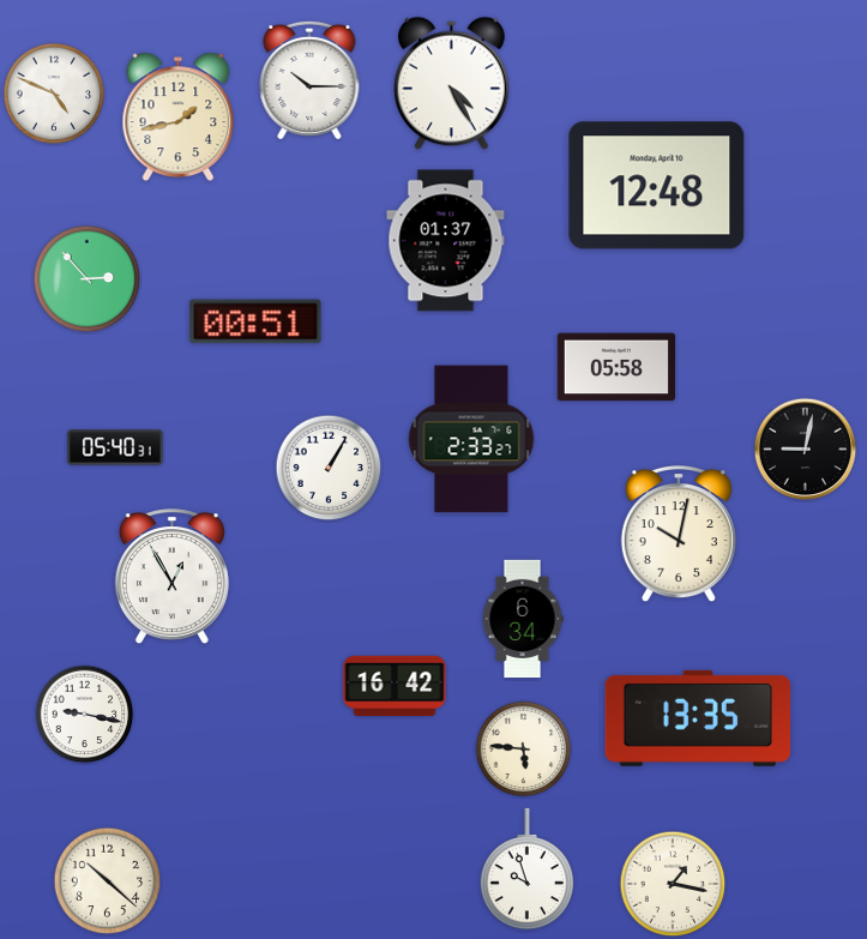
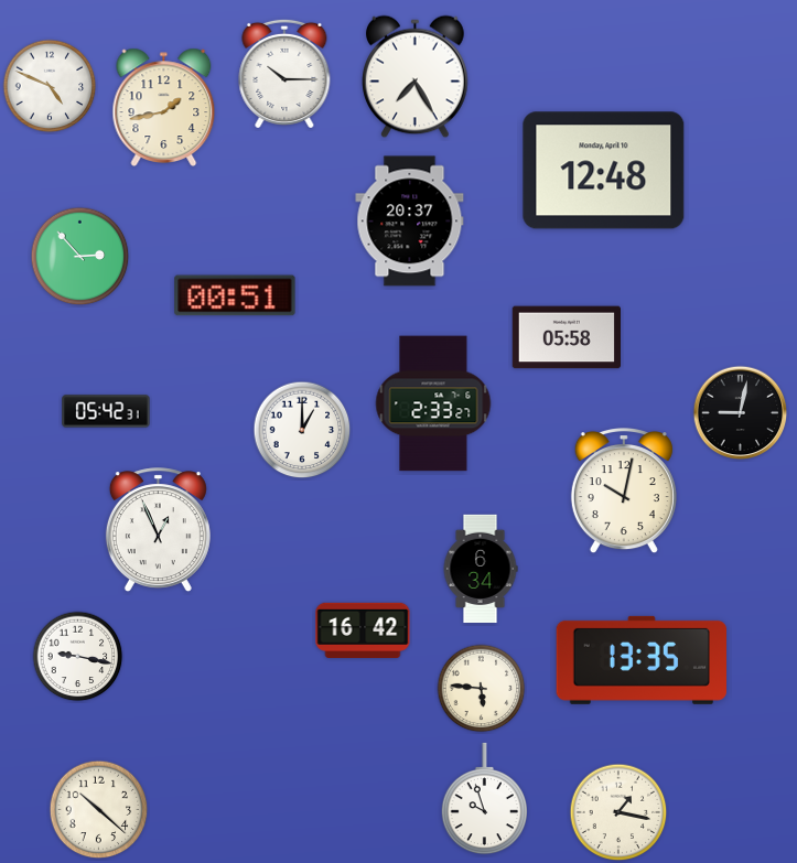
clock at (452, 84): 4:25 -> 7:25
clock at (446, 241): 01:37 -> 20:37
clock at (115, 447): 05:40 -> 05:42
clock at (329, 468): 1:05 -> 1:00
clock at (171, 577): 12:55 -> 12:56
